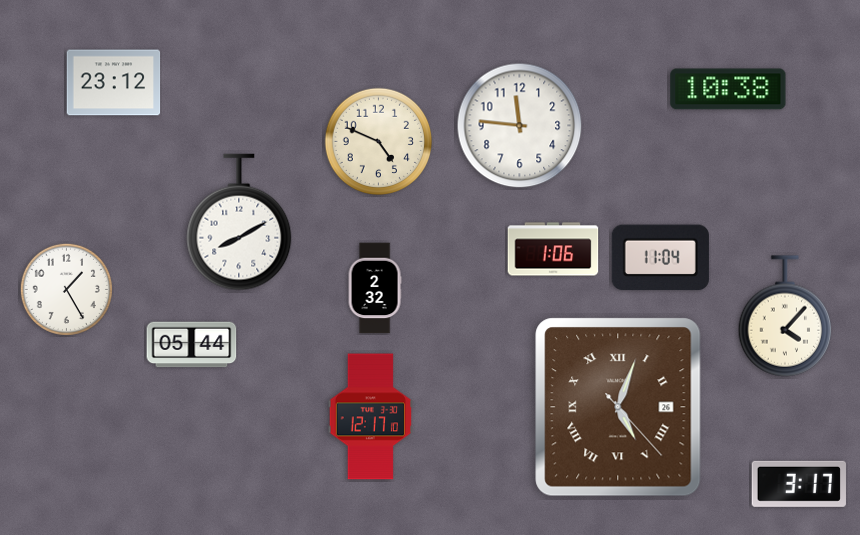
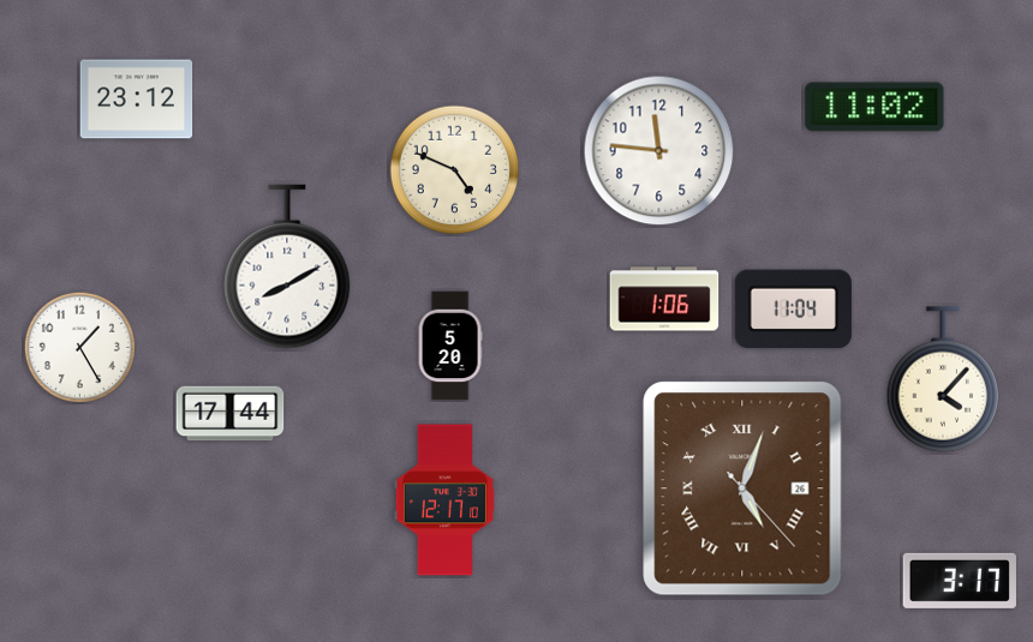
clock at (728, 89): 10:38 -> 11:02
clock at (520, 126) position: (520, 126) -> (659, 151)
clock at (375, 288): 2:32 -> 5:20
clock at (192, 345): 05:44 -> 17:44
